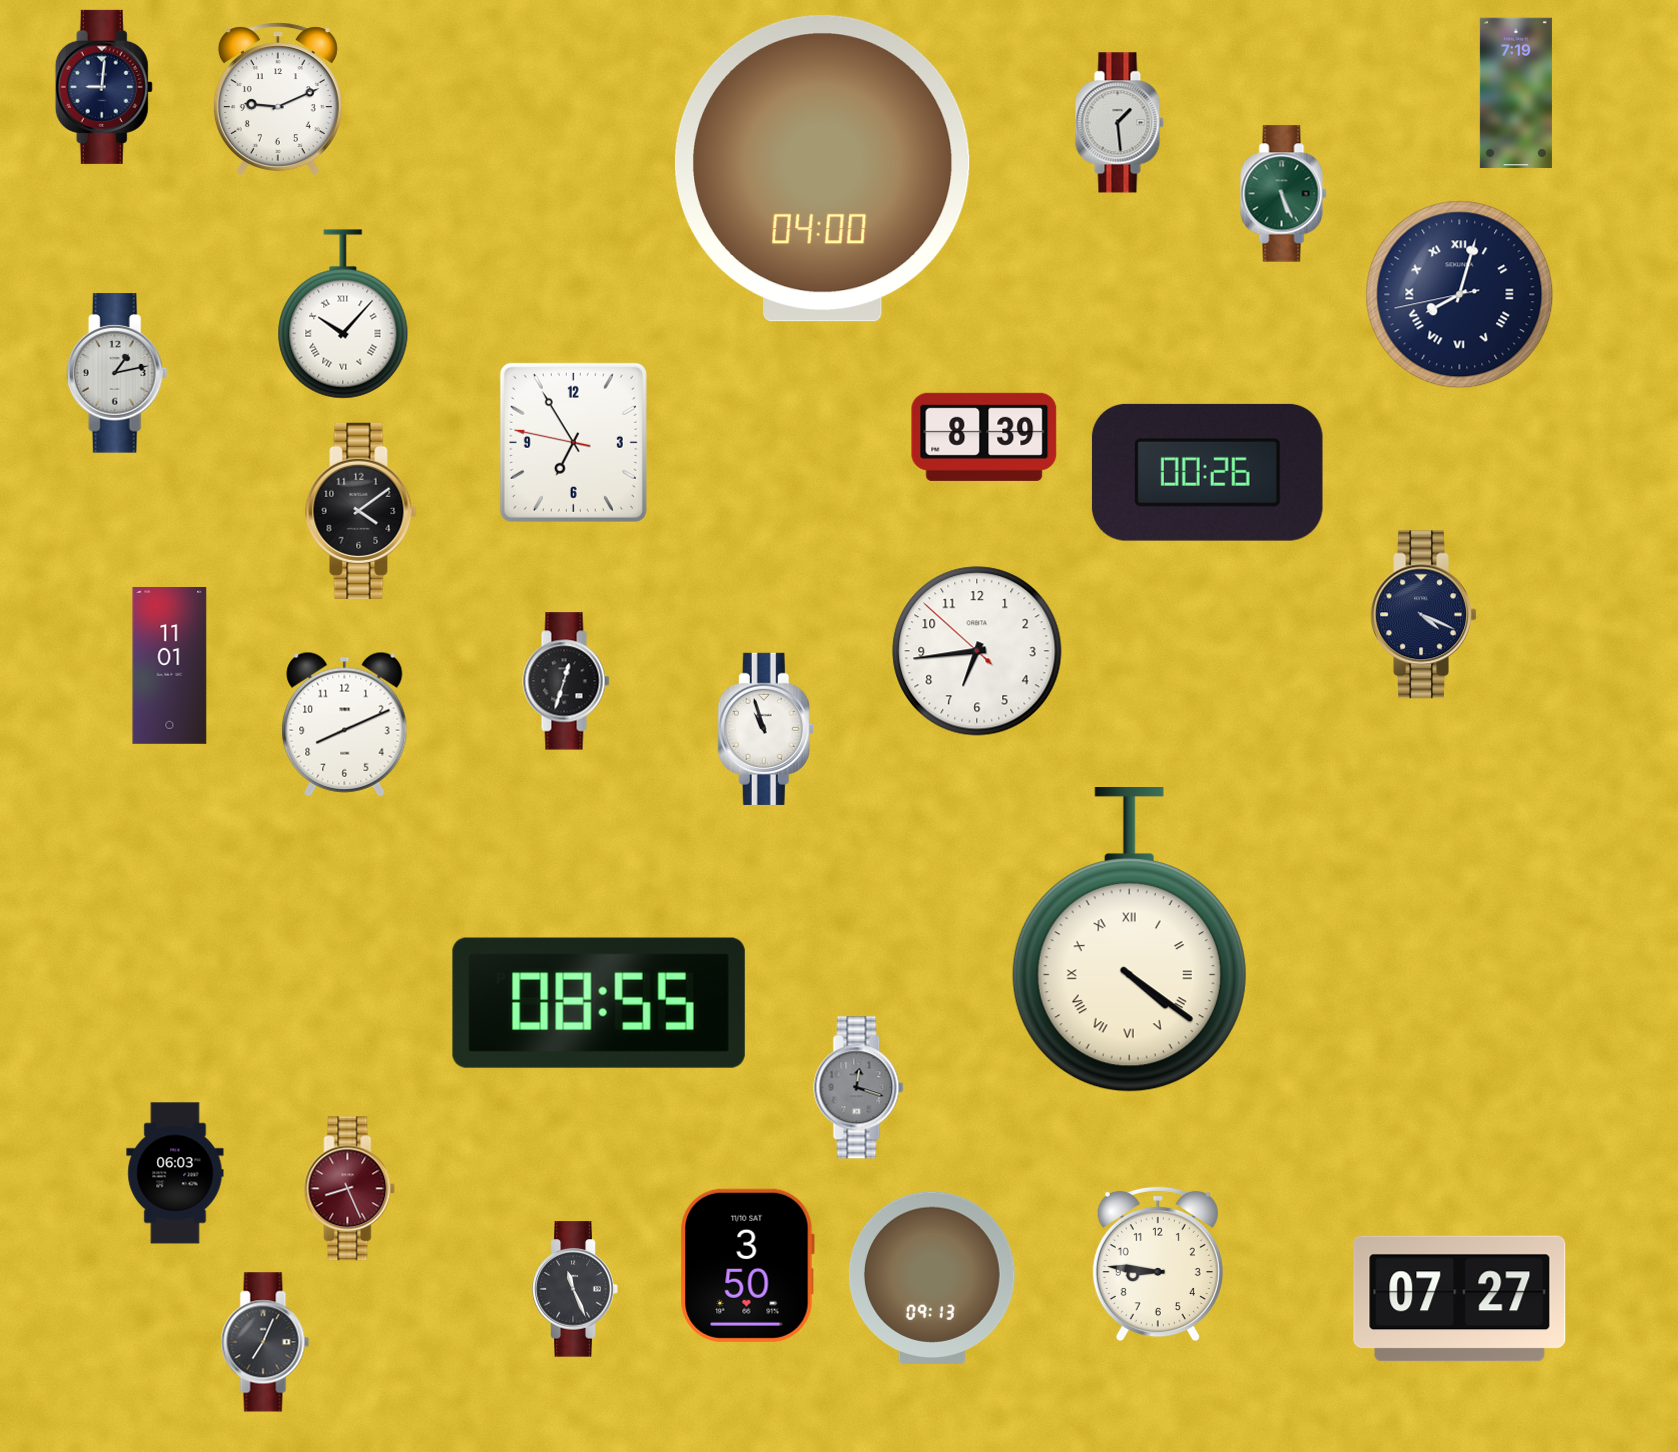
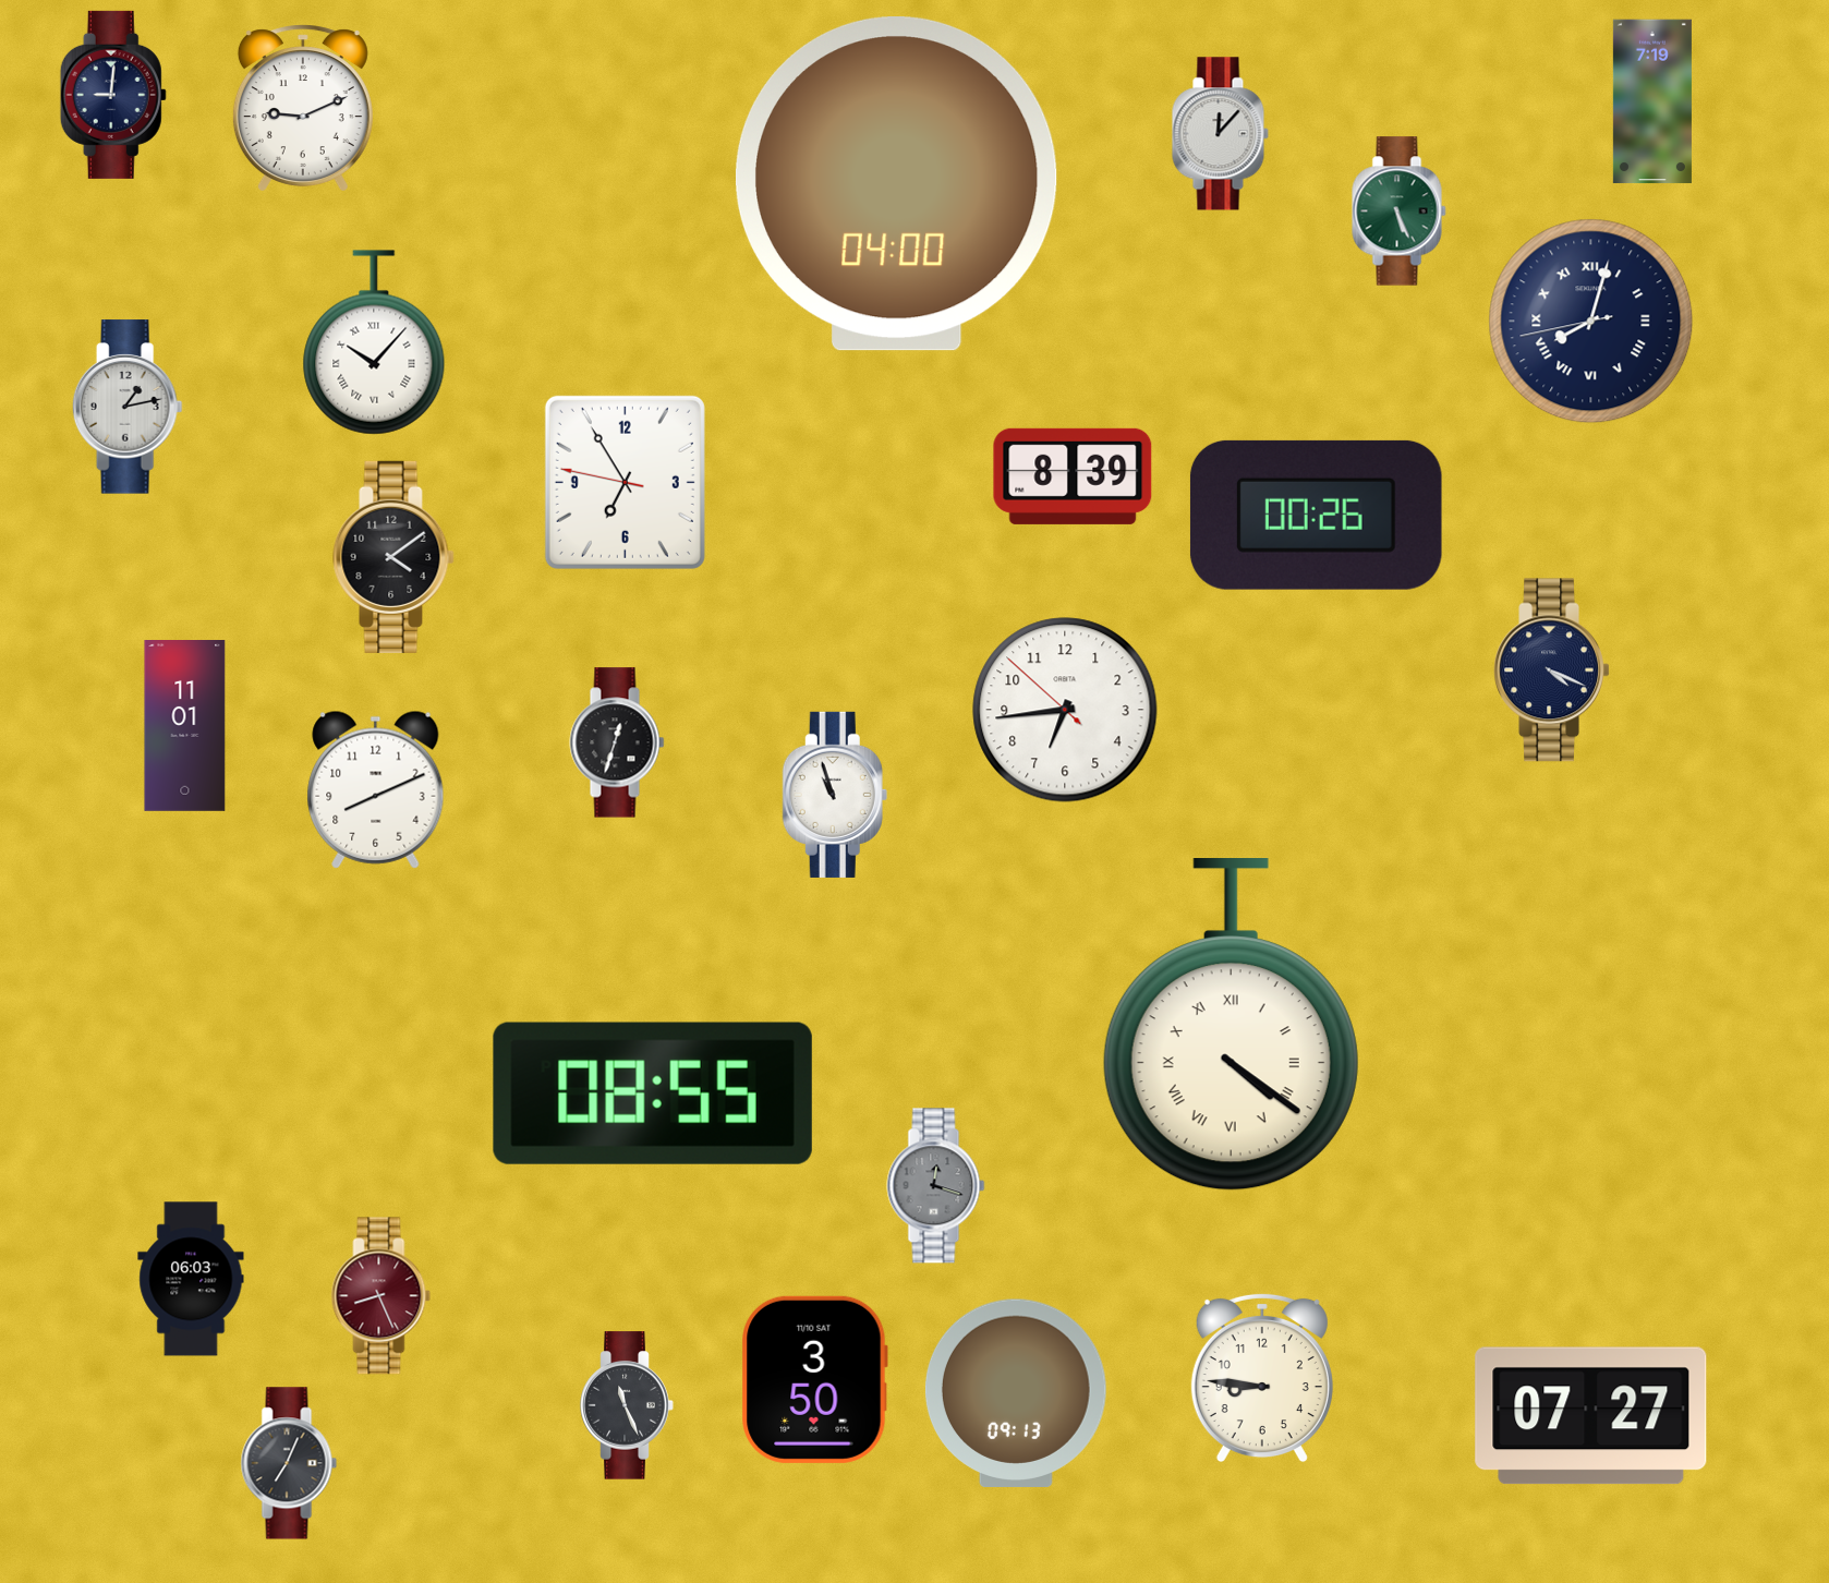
clock at (1119, 123): 1:29 -> 12:07
